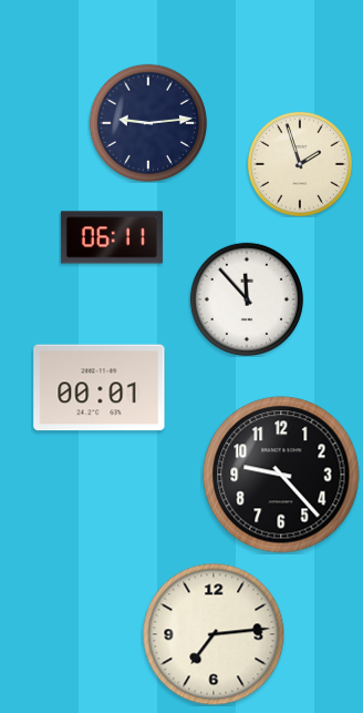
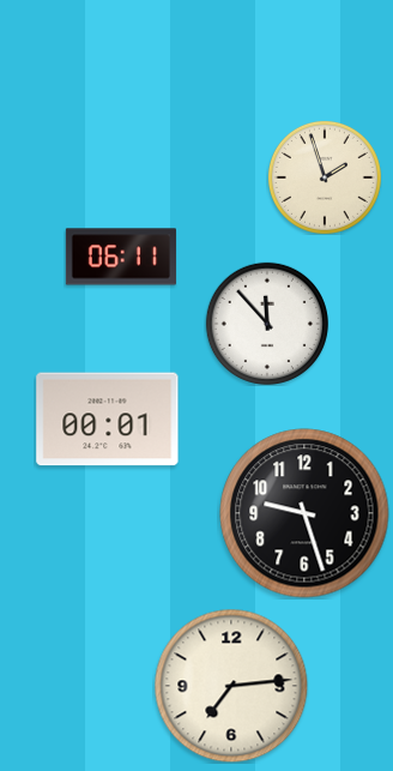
clock at (148, 123): 9:14 -> none
clock at (281, 475): 9:23 -> 9:27
